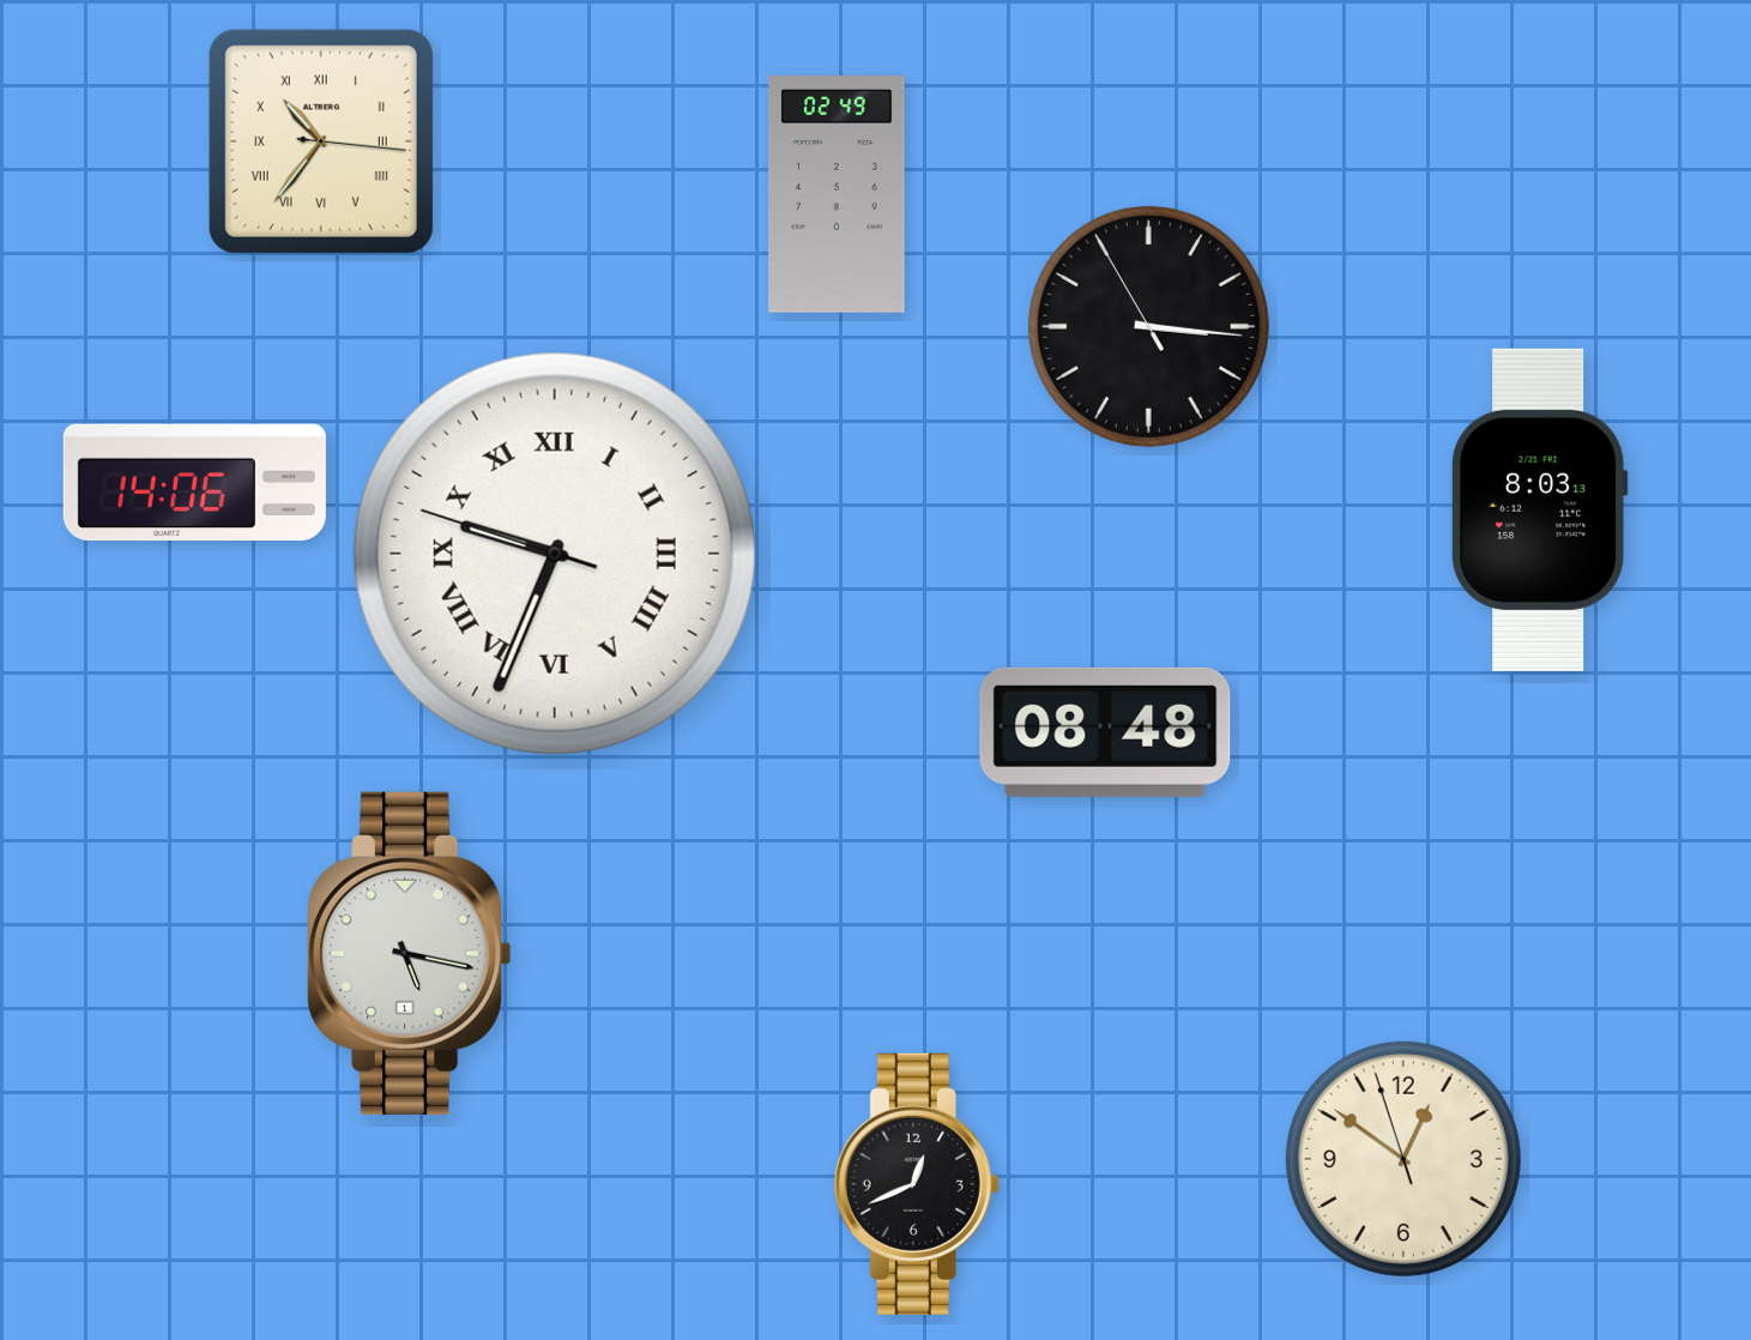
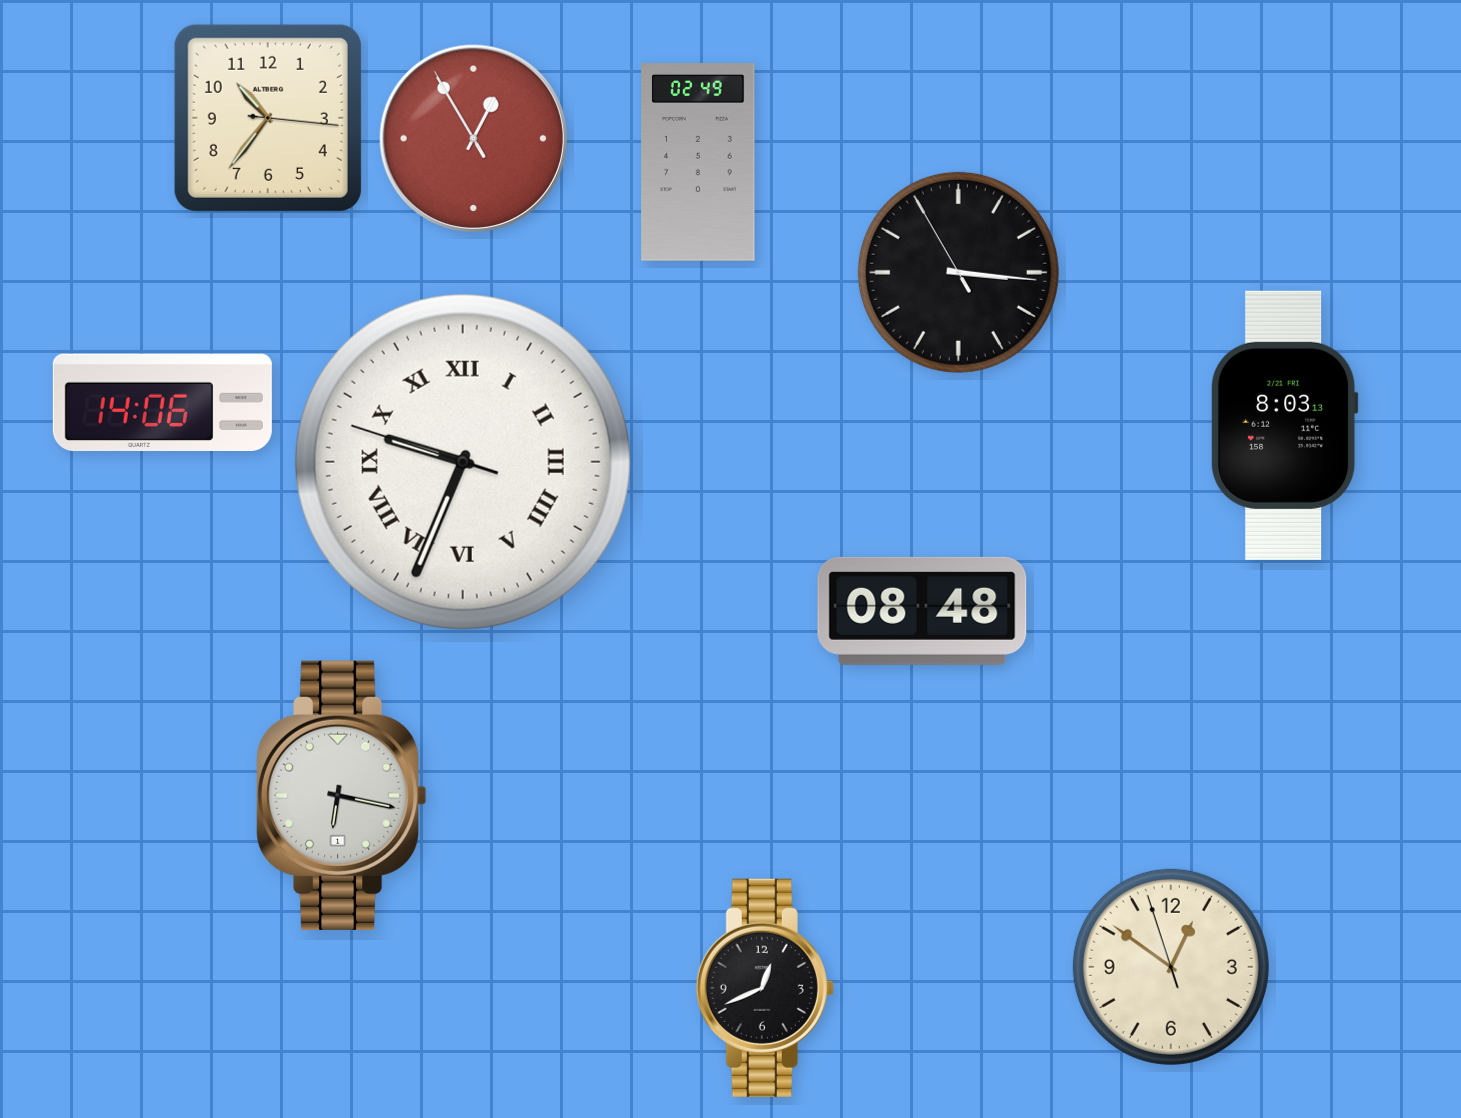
clock at (321, 141) numerals: Roman -> Arabic
clock at (473, 138): none -> 12:54
clock at (410, 953): 5:17 -> 6:17
